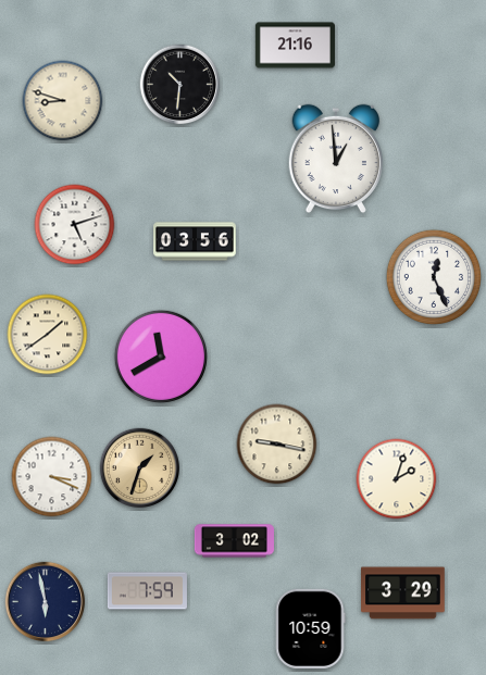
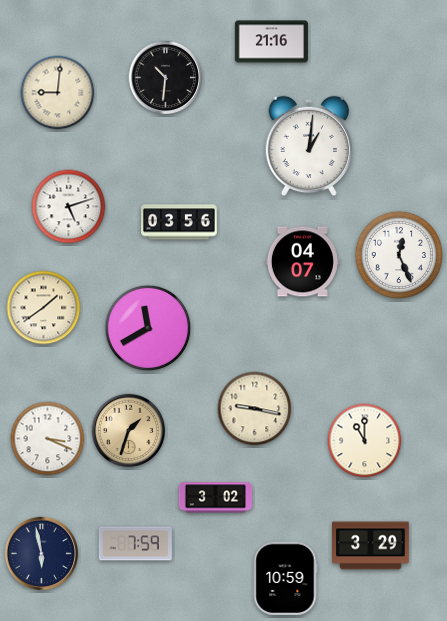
clock at (63, 101): 8:48 -> 9:01
clock at (335, 159): 12:59 -> 1:01
clock at (302, 262): none -> 04:07
clock at (397, 479): 2:03 -> 11:00
